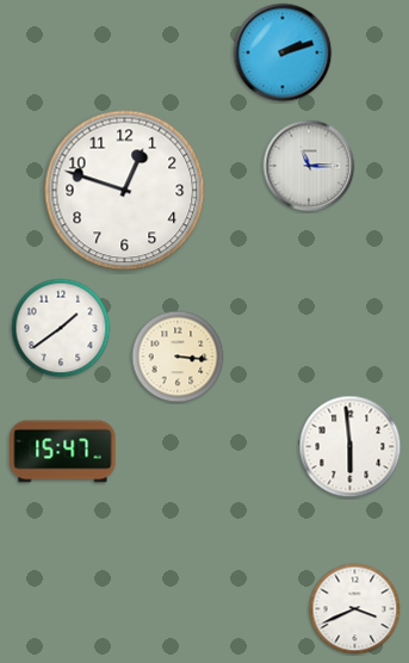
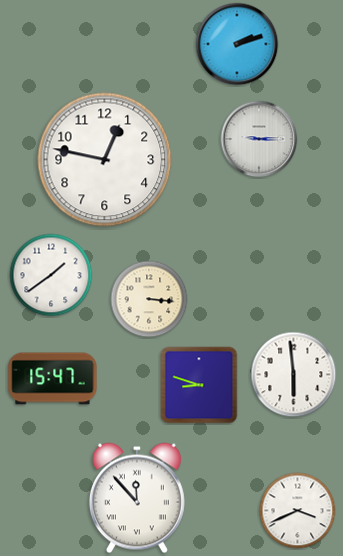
clock at (309, 166): 11:15 -> 9:15
clock at (125, 191): 12:48 -> 12:47
clock at (199, 385): none -> 8:48
clock at (137, 498): none -> 11:53
